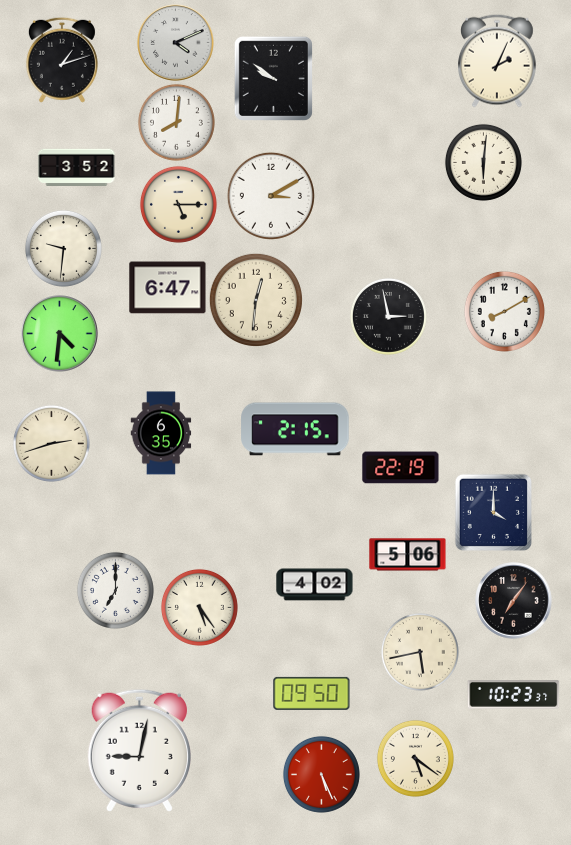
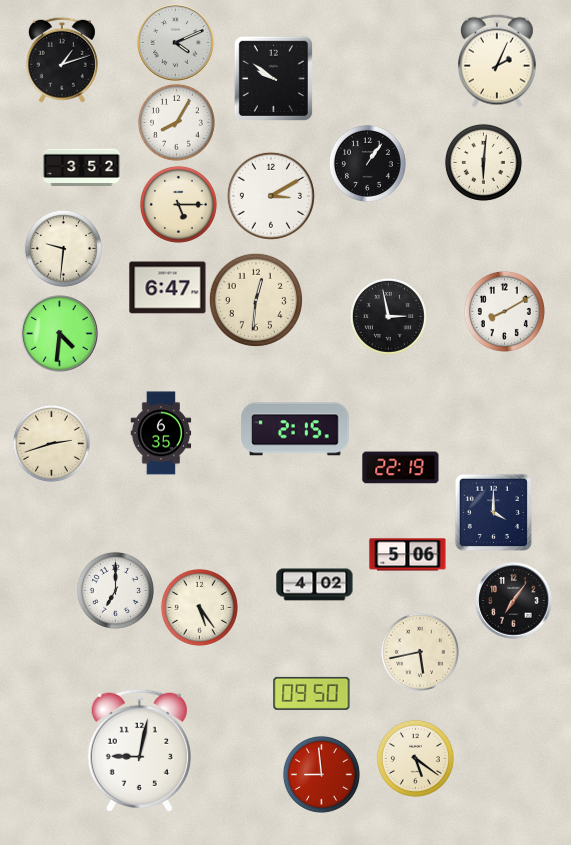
clock at (176, 122): 8:01 -> 8:05
clock at (367, 163): none -> 1:06
clock at (77, 168) position: (77, 168) -> (82, 168)
clock at (514, 695): 10:23 -> none
clock at (321, 774): 5:26 -> 8:59
